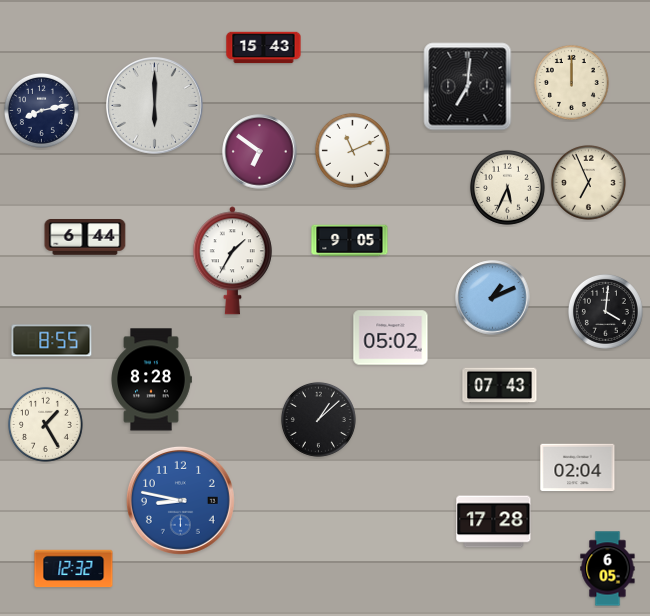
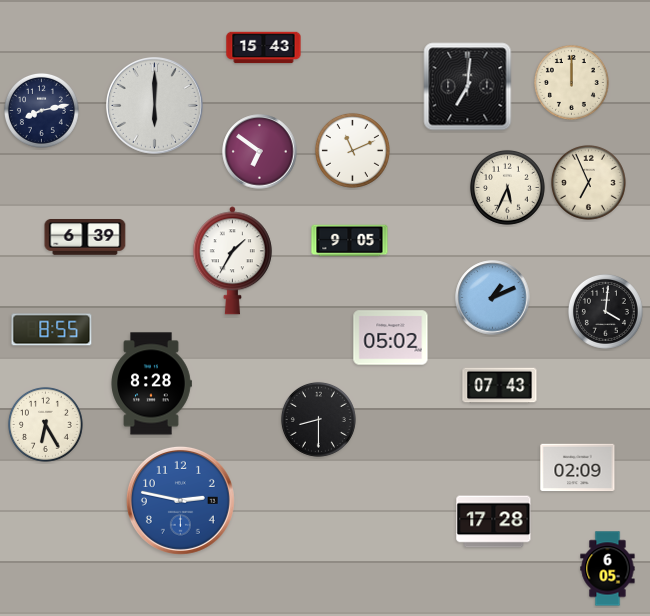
clock at (85, 237): 6:44 -> 6:39
clock at (52, 341) position: (52, 341) -> (52, 330)
clock at (151, 380) position: (151, 380) -> (151, 384)
clock at (318, 419): 1:08 -> 8:30
clock at (45, 424): 1:25 -> 6:25
clock at (578, 468): 02:04 -> 02:09
clock at (180, 500): 8:47 -> 2:47
clock at (74, 569): 12:32 -> none
